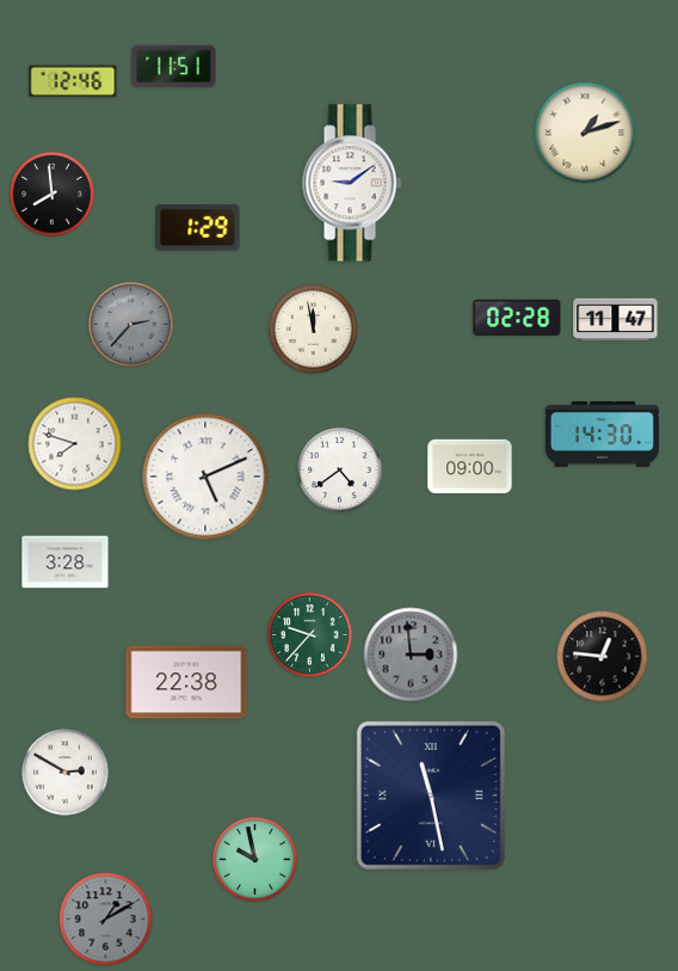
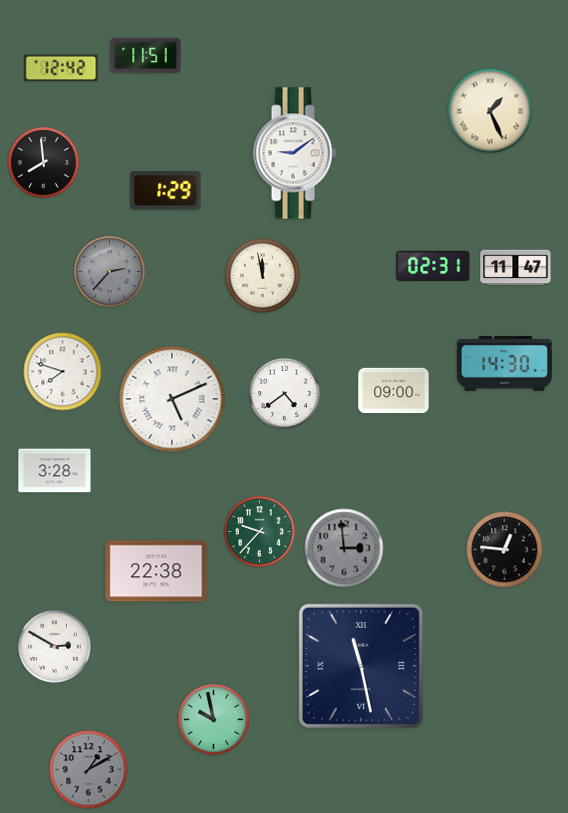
clock at (73, 81): 12:46 -> 12:42
clock at (585, 133): 1:12 -> 1:26
clock at (517, 318): 02:28 -> 02:31
